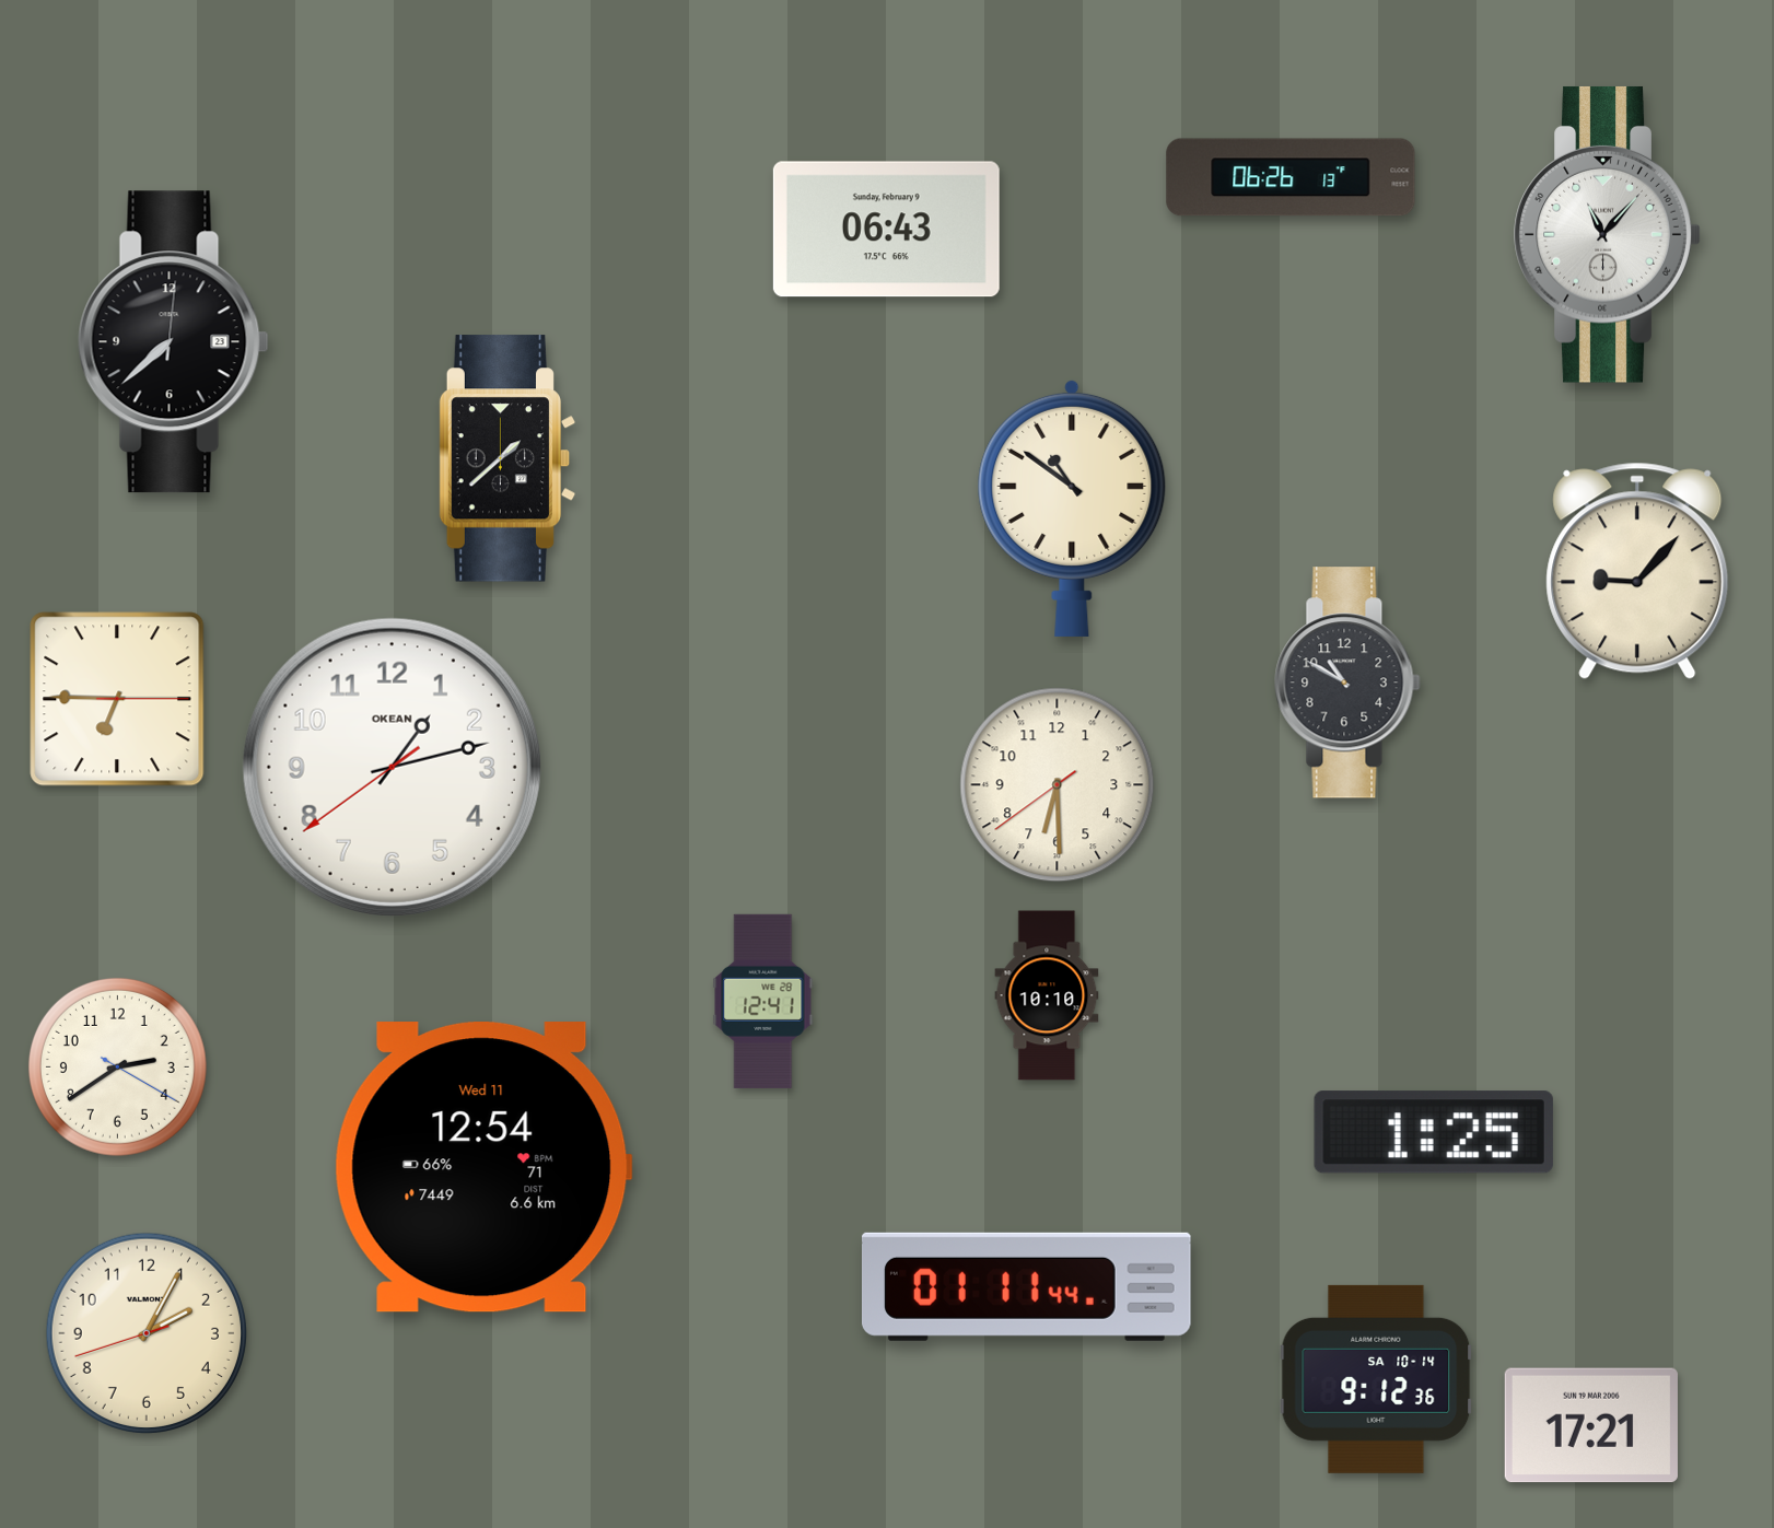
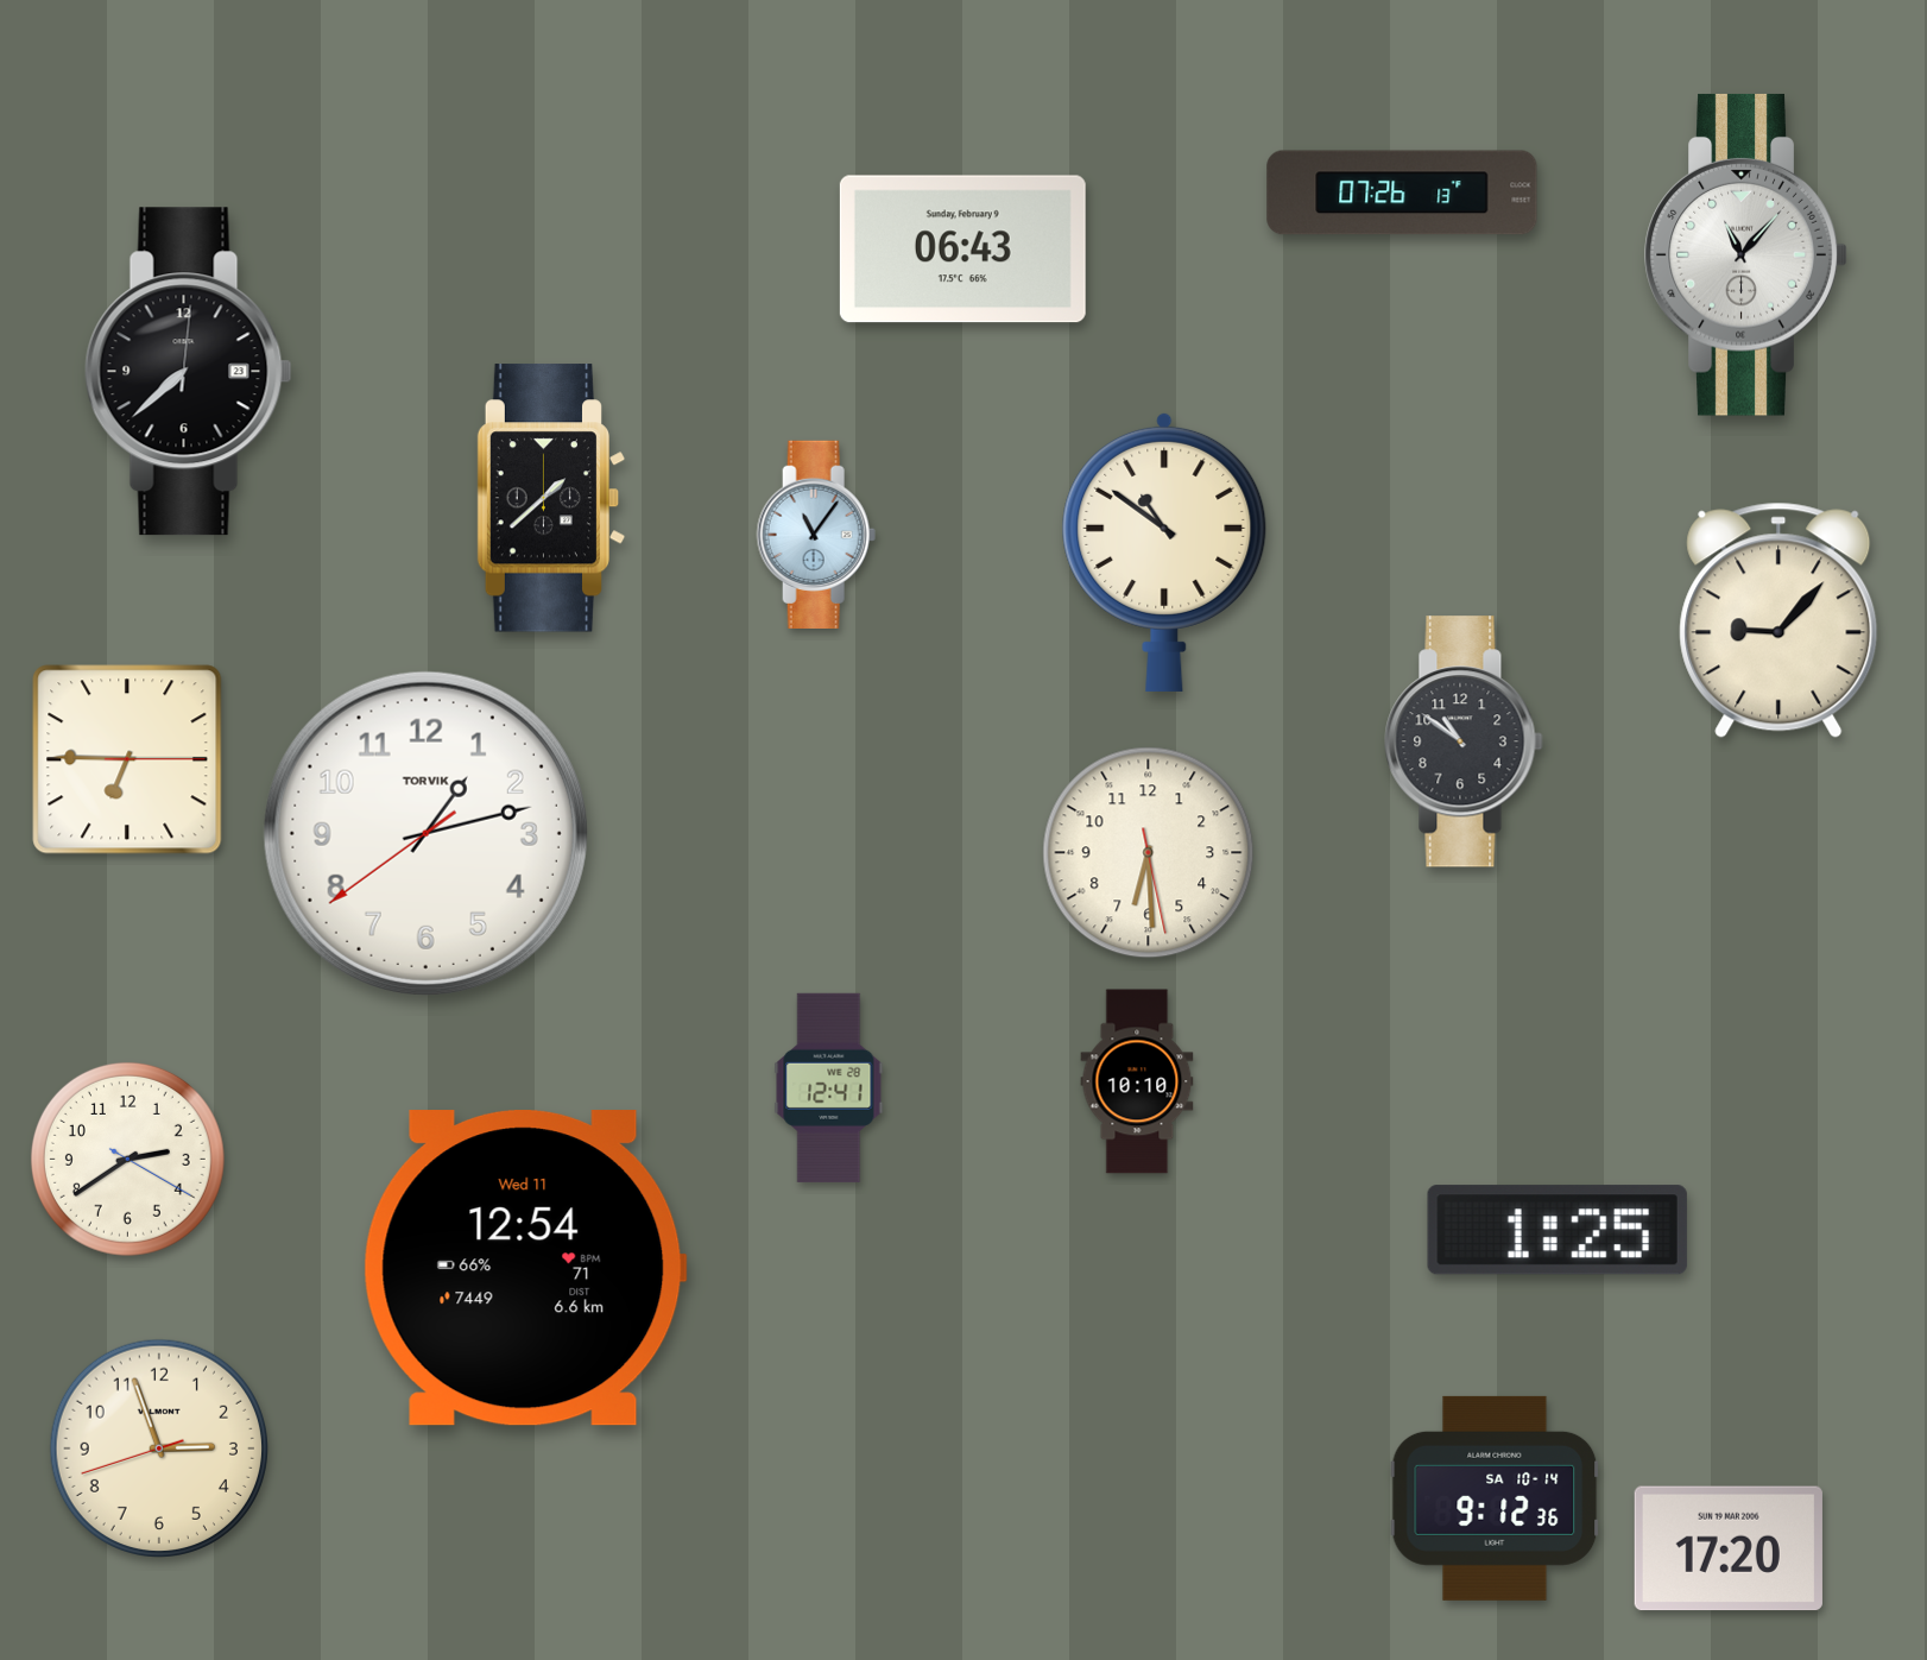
clock at (1291, 177): 06:26 -> 07:26
clock at (816, 535): none -> 11:06
clock at (1347, 683): 10:50 -> 10:51
clock at (392, 767) brand: OKEAN -> TORVIK
clock at (1058, 785): 6:29:39 -> 6:29:28
clock at (1026, 1286): 01:11 -> none
clock at (145, 1332): 2:04 -> 2:56
clock at (1591, 1425): 17:21 -> 17:20
